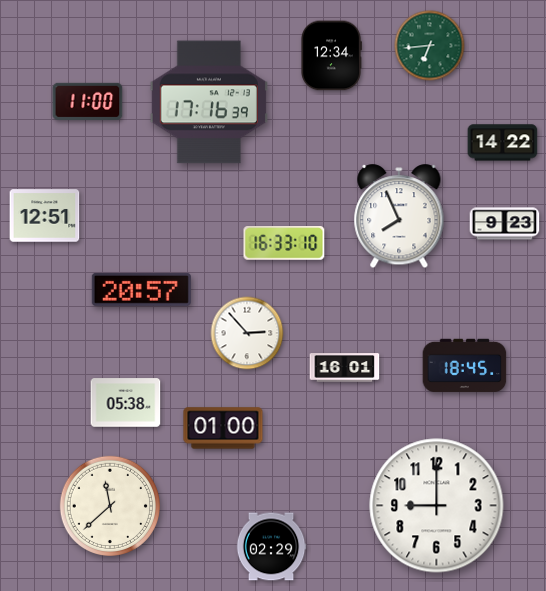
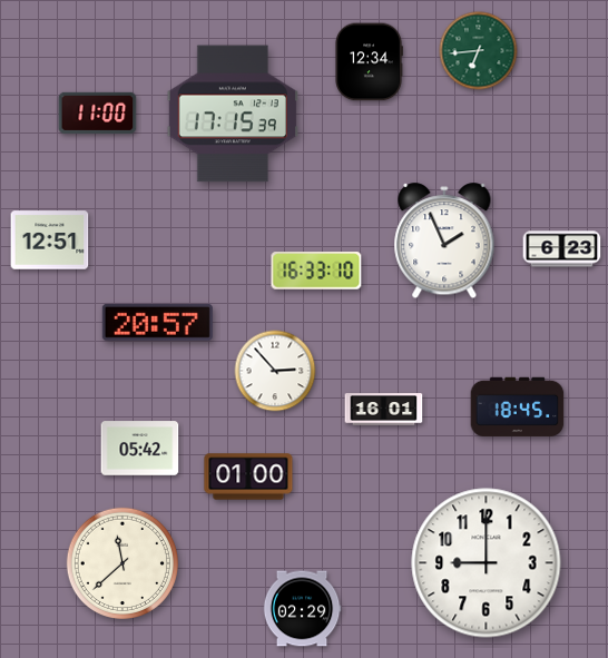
clock at (209, 102): 17:16 -> 17:15
clock at (503, 143): 14:22 -> none
clock at (399, 217): 7:56 -> 1:56
clock at (505, 224): 9:23 -> 6:23
clock at (126, 403): 05:38 -> 05:42
